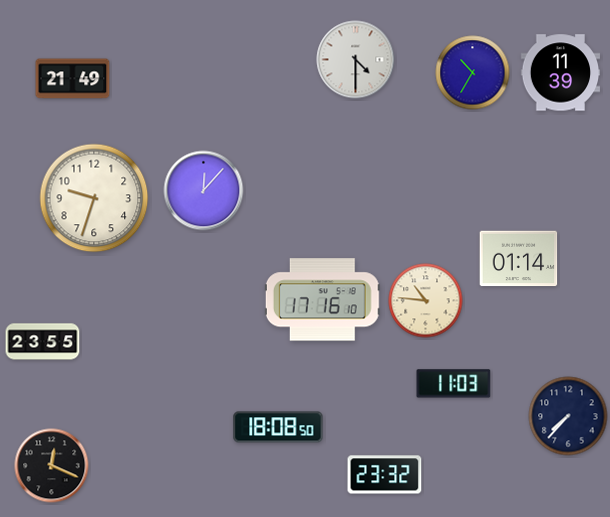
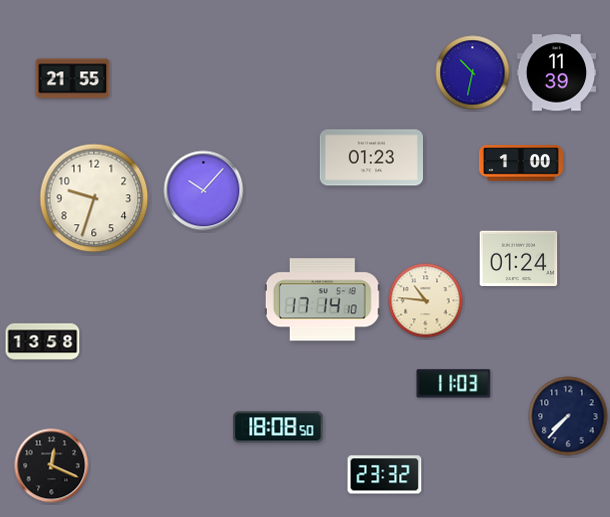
clock at (356, 60): 4:30 -> none
clock at (473, 73): 10:35 -> 10:32
clock at (561, 73) position: (561, 73) -> (557, 73)
clock at (73, 79): 21:49 -> 21:55
clock at (371, 158): none -> 01:23
clock at (521, 163): none -> 1:00
clock at (204, 191): 12:07 -> 10:07
clock at (519, 259): 01:14 -> 01:24
clock at (322, 300): 17:16 -> 17:14
clock at (43, 342): 23:55 -> 13:58
